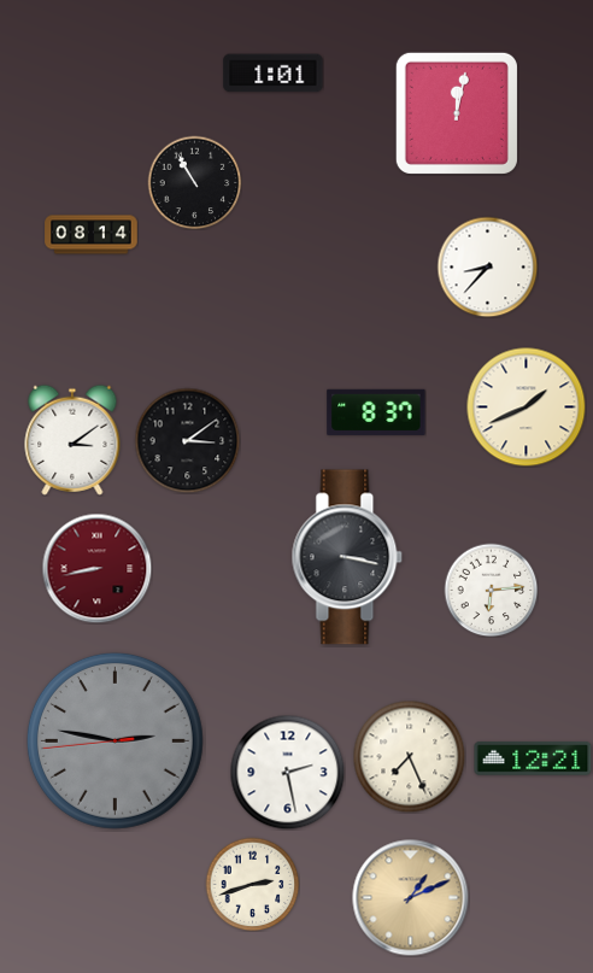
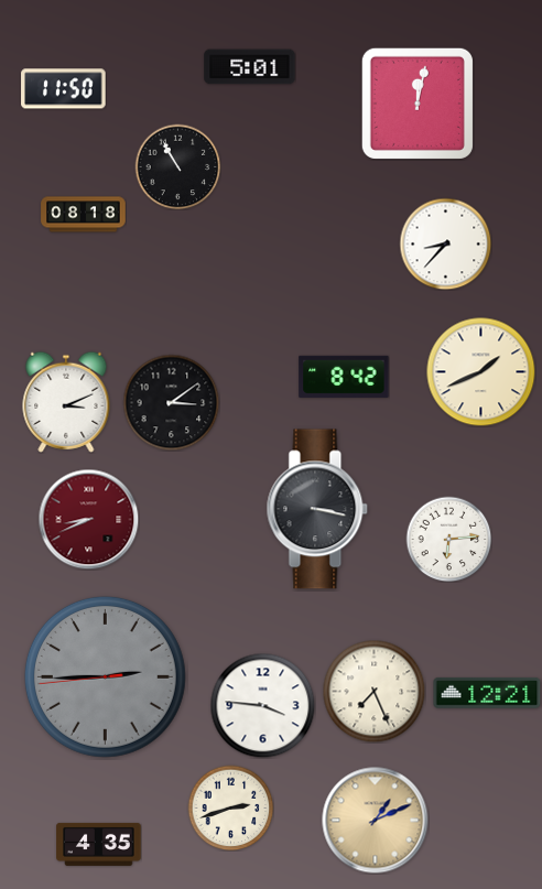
clock at (274, 74): 1:01 -> 5:01
clock at (64, 89): none -> 11:50
clock at (92, 235): 08:14 -> 08:18
clock at (376, 412): 8:37 -> 8:42
clock at (72, 440): 3:09 -> 3:11
clock at (96, 568): 8:43 -> 8:41
clock at (115, 740): 2:46 -> 2:44
clock at (287, 772): 2:28 -> 3:46
clock at (99, 844): none -> 4:35
